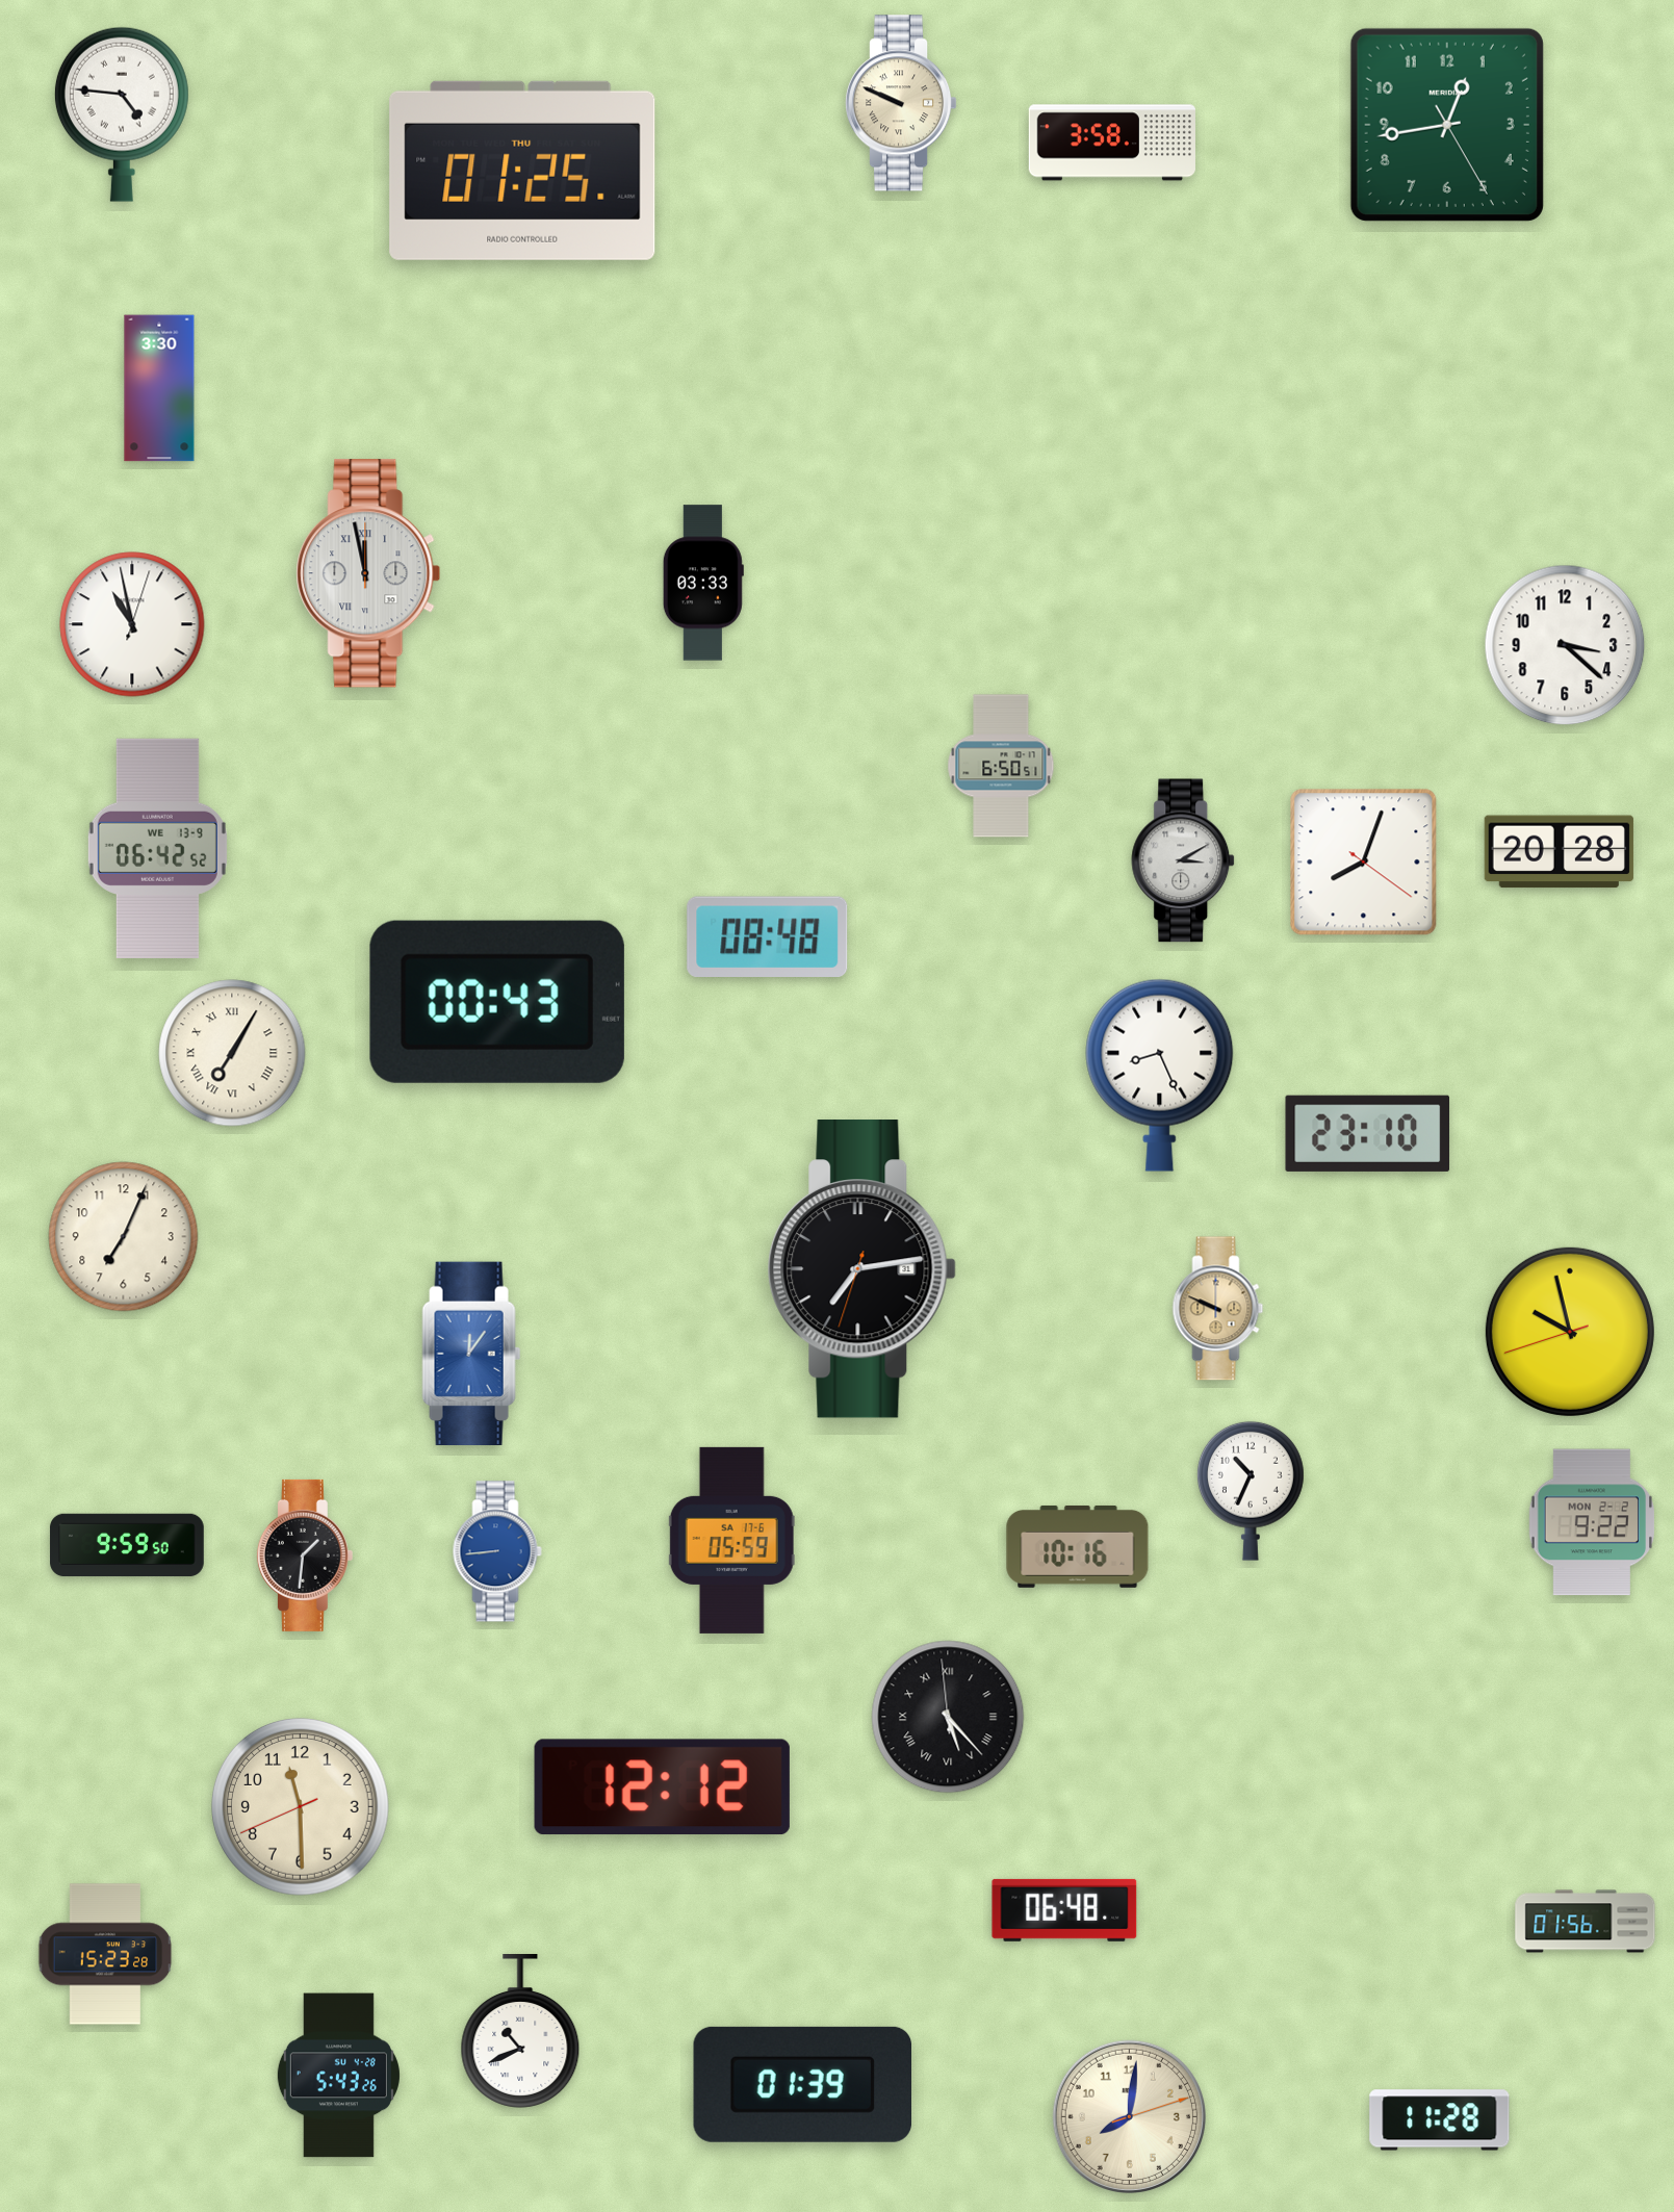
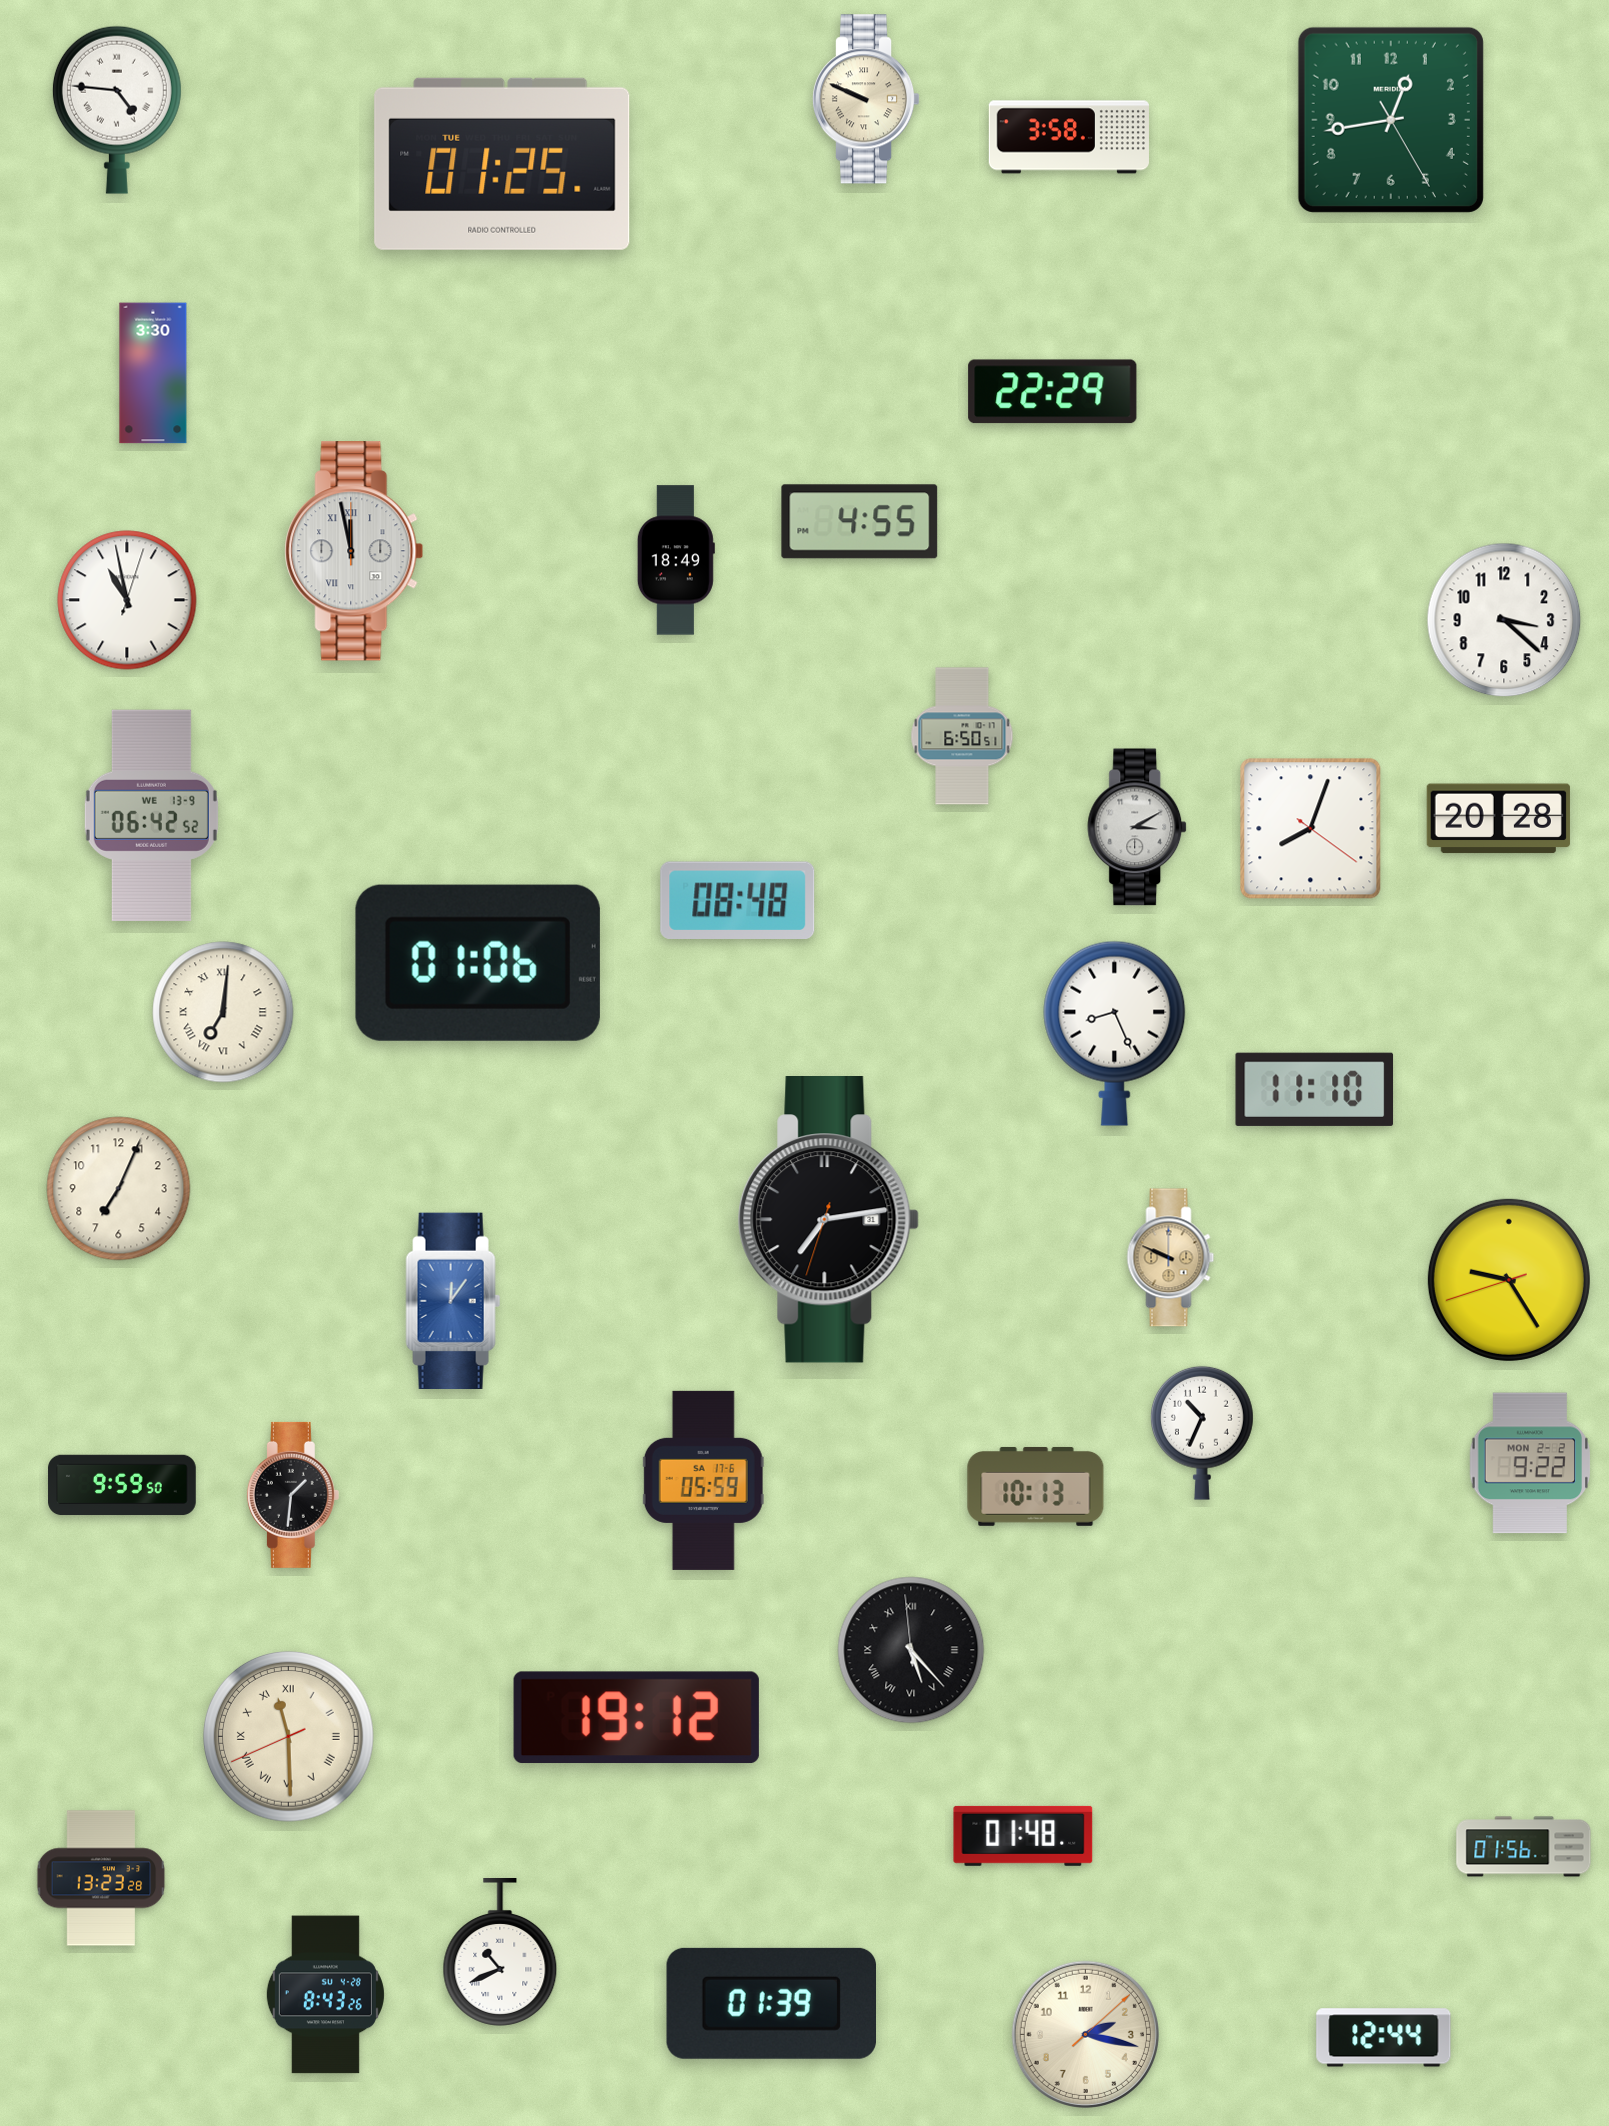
clock at (522, 171) date: THU -> TUE
clock at (1053, 392): none -> 22:29
clock at (860, 522): none -> 4:55
clock at (703, 583): 03:33 -> 18:49
clock at (497, 1002): 00:43 -> 01:06
clock at (232, 1053): 7:05 -> 7:01
clock at (1368, 1133): 23:10 -> 11:10
clock at (1570, 1332): 9:57 -> 9:24
clock at (1078, 1547): 10:16 -> 10:13
clock at (497, 1551): 8:44 -> none
clock at (662, 1787): 12:12 -> 19:12
clock at (300, 1806) numerals: Arabic -> Roman
clock at (1064, 1910): 06:48 -> 01:48
clock at (105, 1954): 15:23 -> 13:23
clock at (338, 2076): 5:43 -> 8:43
clock at (1129, 2116): 8:01 -> 2:17
clock at (1440, 2120): 11:28 -> 12:44
